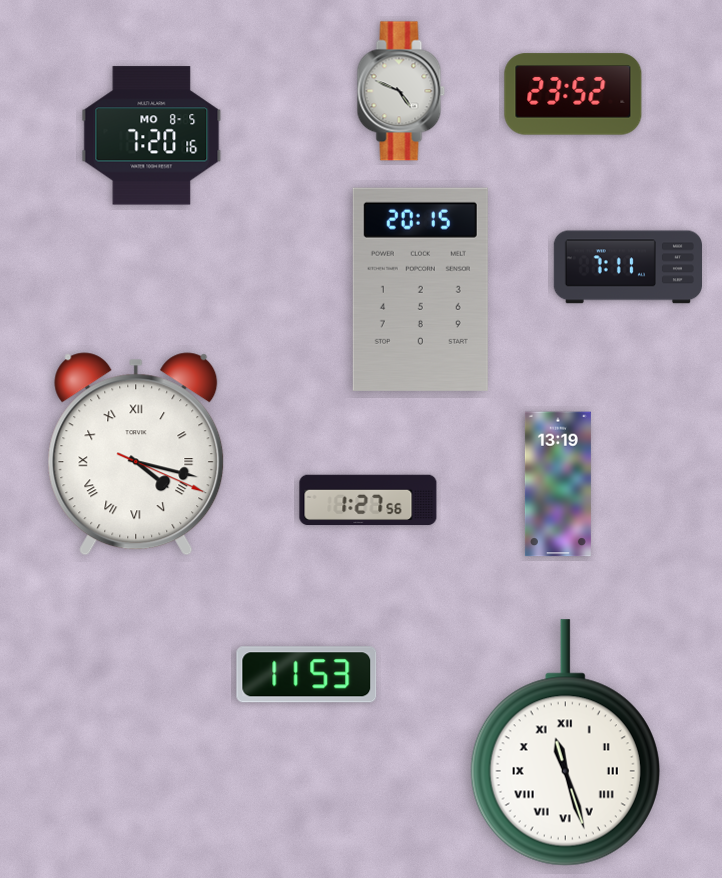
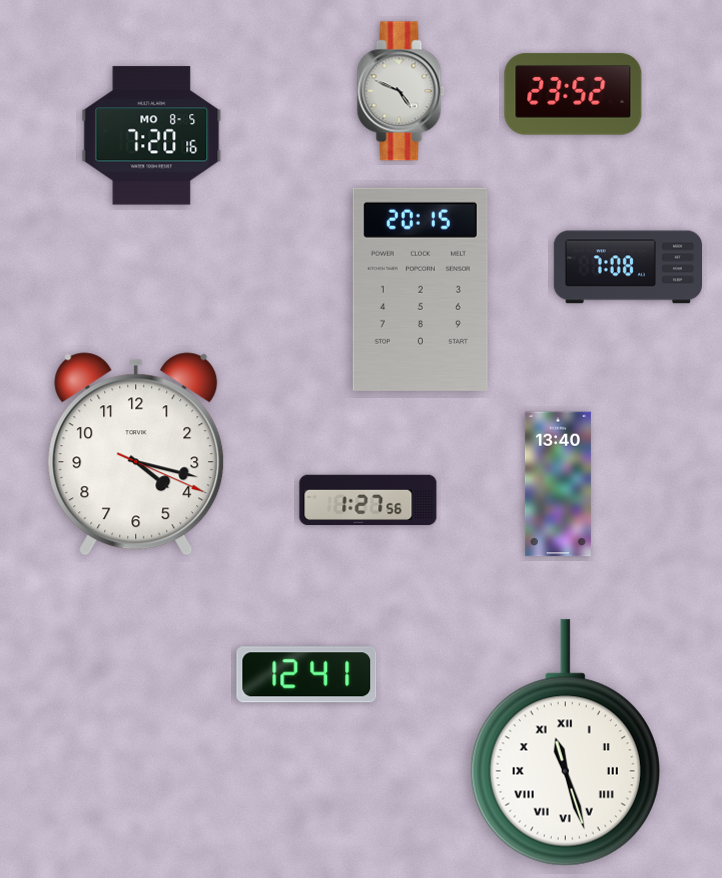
clock at (627, 267): 7:11 -> 7:08
clock at (136, 454) numerals: Roman -> Arabic
clock at (558, 484): 13:19 -> 13:40
clock at (307, 675): 11:53 -> 12:41
